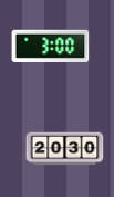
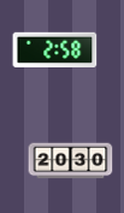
clock at (51, 46): 3:00 -> 2:58
